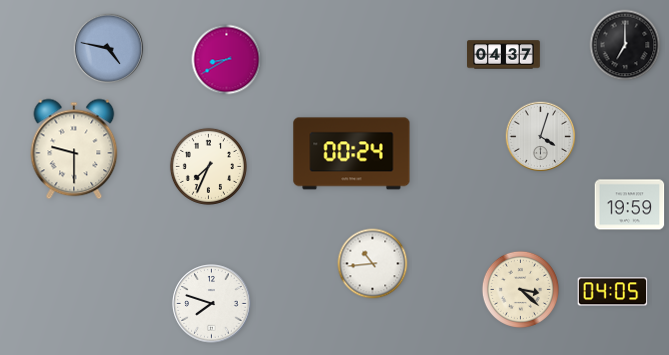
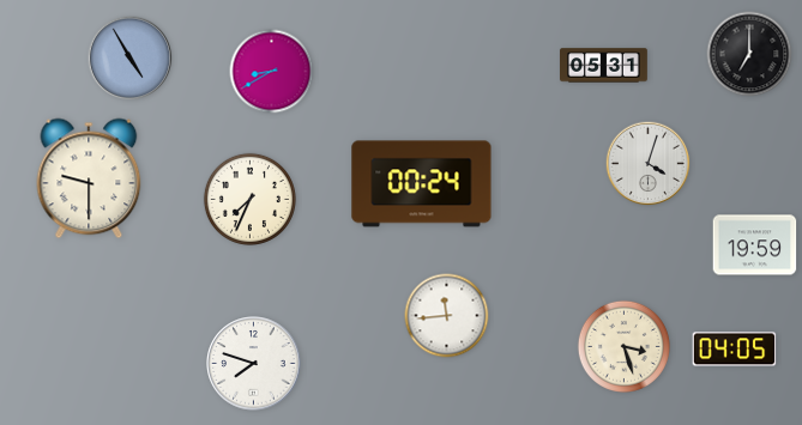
clock at (109, 49): 4:47 -> 4:55
clock at (504, 55): 04:37 -> 05:31
clock at (373, 264): 10:44 -> 11:44
clock at (520, 289): 3:22 -> 3:27
